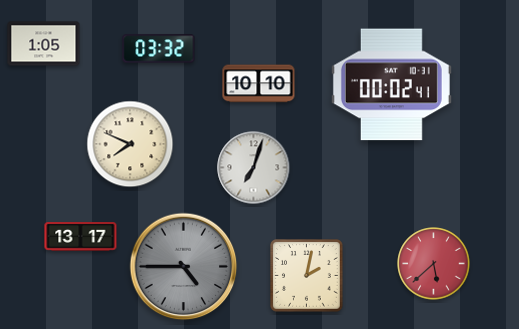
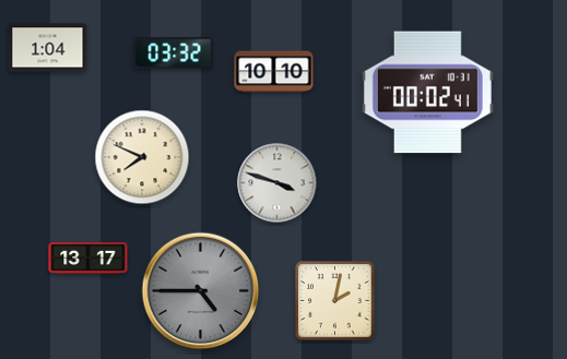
clock at (44, 44): 1:05 -> 1:04
clock at (259, 84) position: (259, 84) -> (274, 72)
clock at (254, 168): 7:03 -> 3:48
clock at (434, 264): 5:38 -> none
